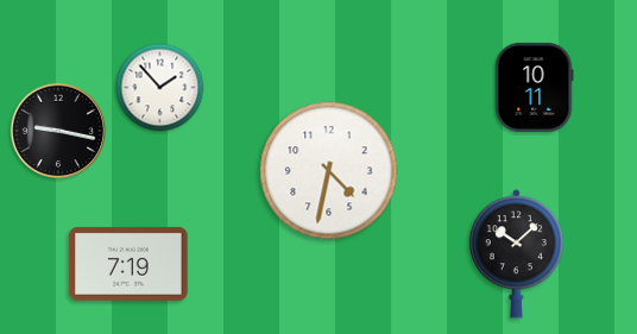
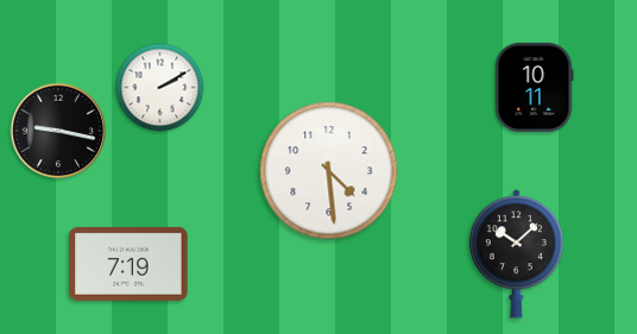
clock at (160, 88): 1:53 -> 2:10
clock at (329, 171): 4:32 -> 4:29
